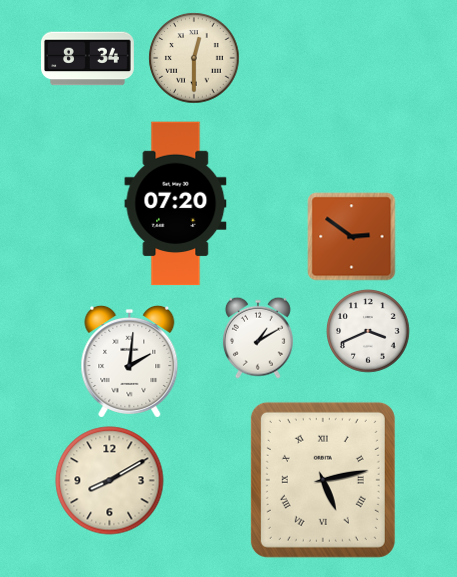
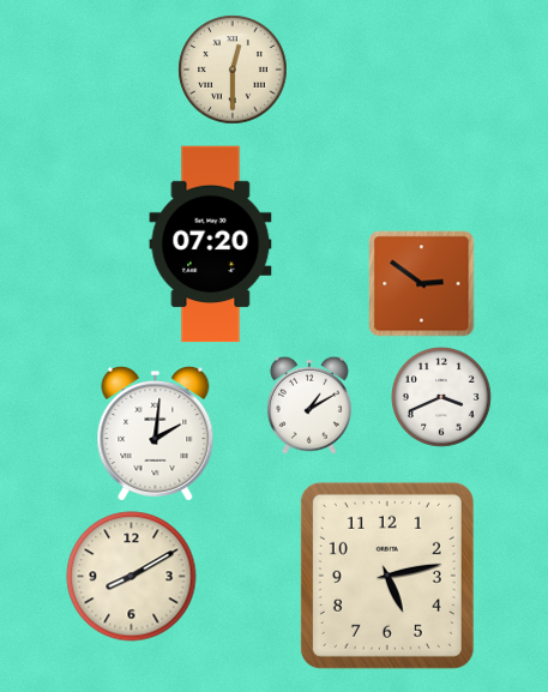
clock at (88, 59): 8:34 -> none
clock at (323, 480) numerals: Roman -> Arabic
